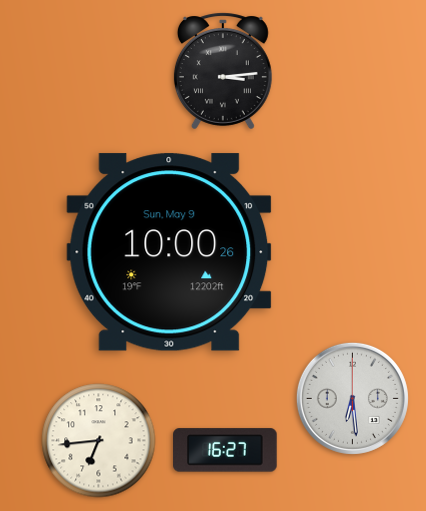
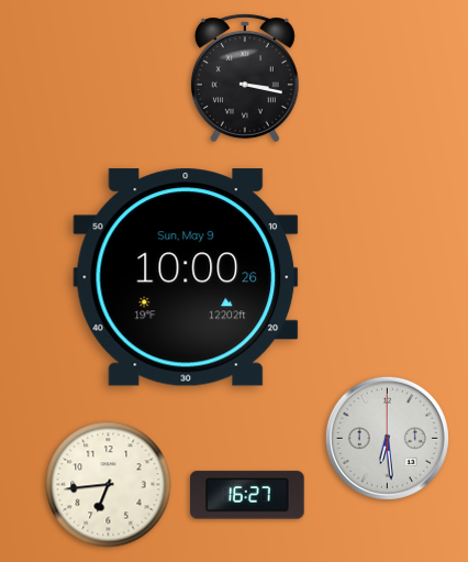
clock at (223, 71): 3:14 -> 3:17
